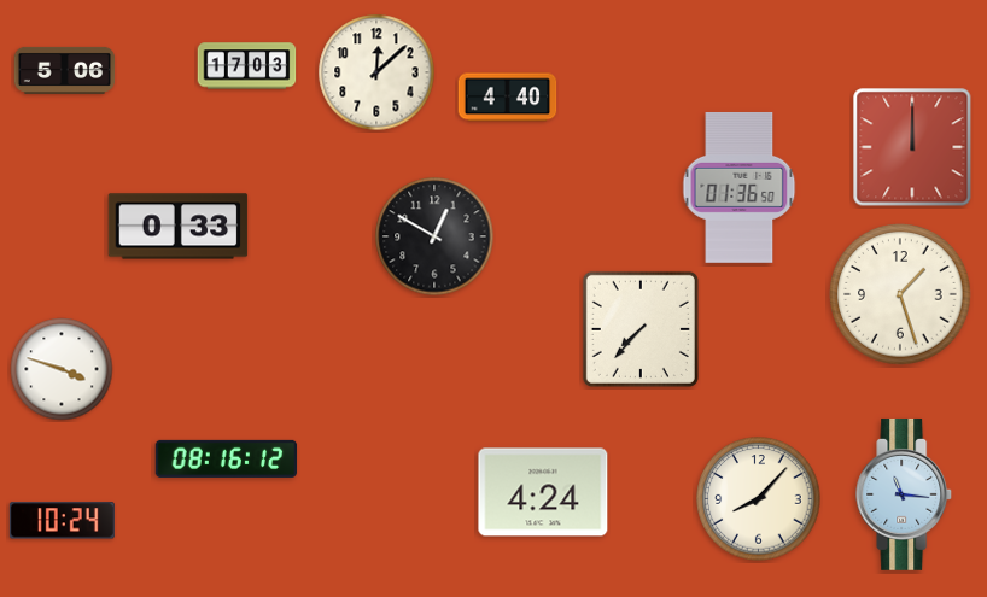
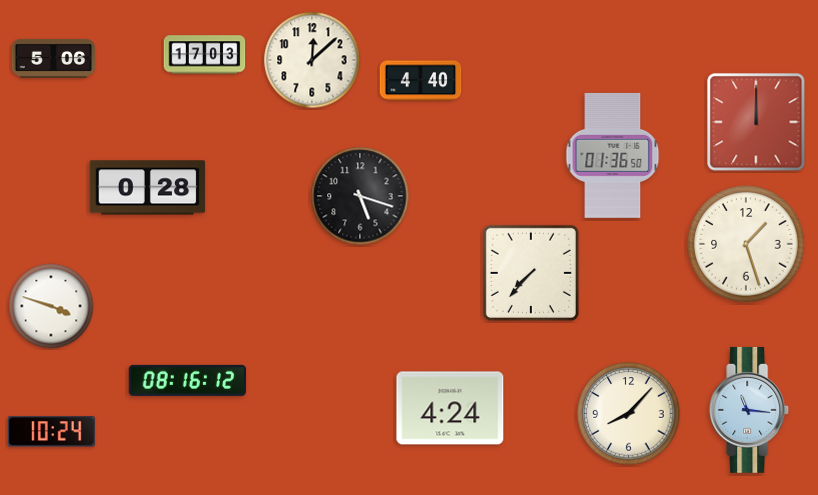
clock at (179, 227): 0:33 -> 0:28
clock at (434, 236): 12:50 -> 5:18
